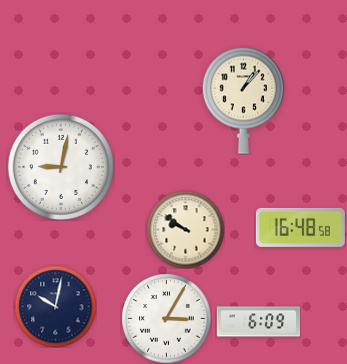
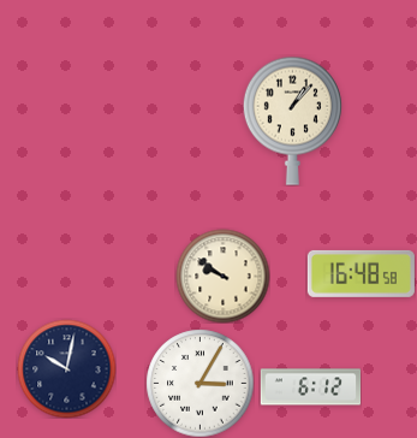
clock at (61, 167): 9:02 -> none
clock at (258, 322): 6:09 -> 6:12
